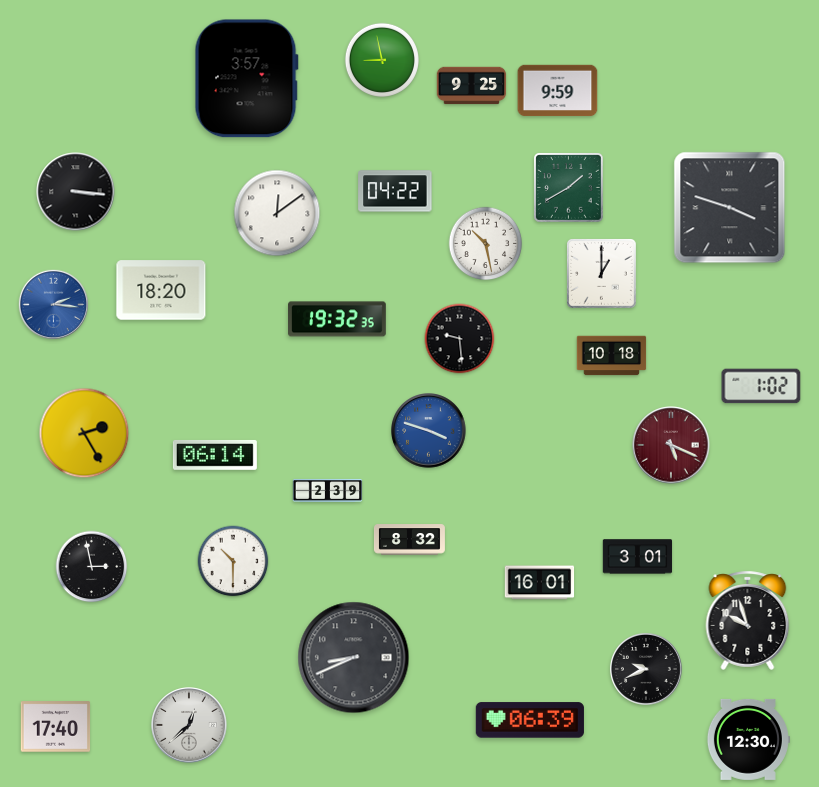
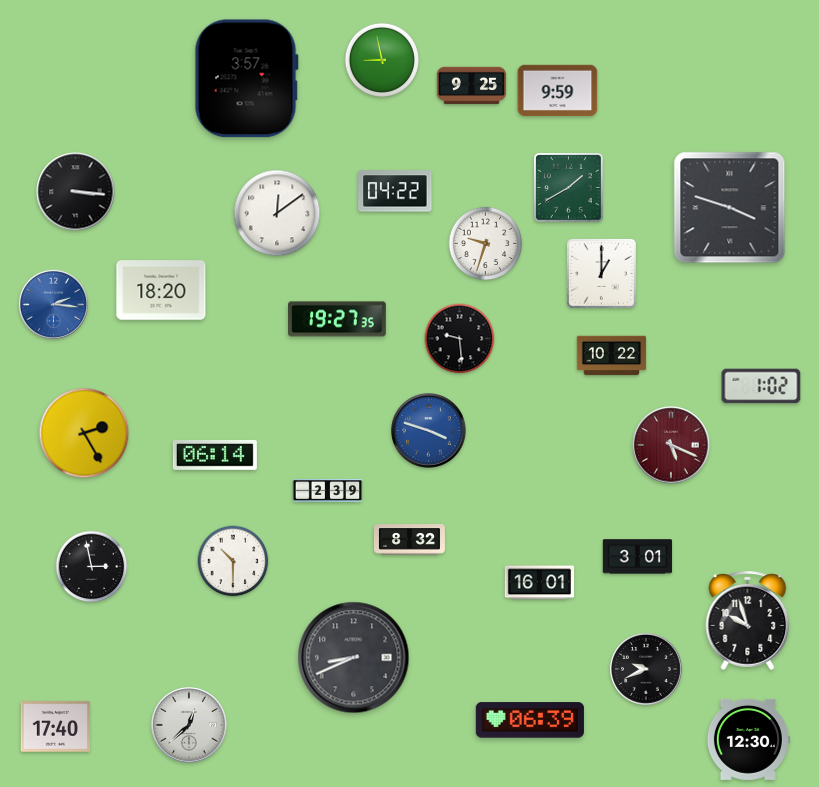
clock at (486, 244): 10:28 -> 9:33
clock at (337, 319): 19:32 -> 19:27
clock at (612, 356): 10:18 -> 10:22
